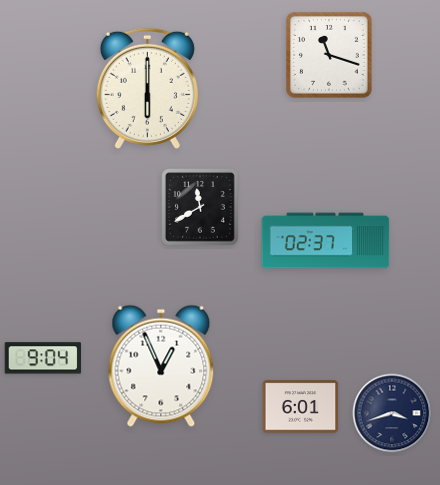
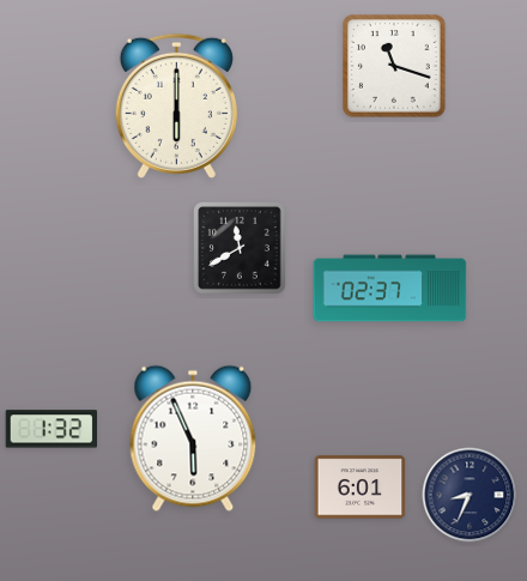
clock at (43, 358): 9:04 -> 1:32
clock at (161, 366): 12:56 -> 5:56
clock at (392, 413): 3:42 -> 8:34
